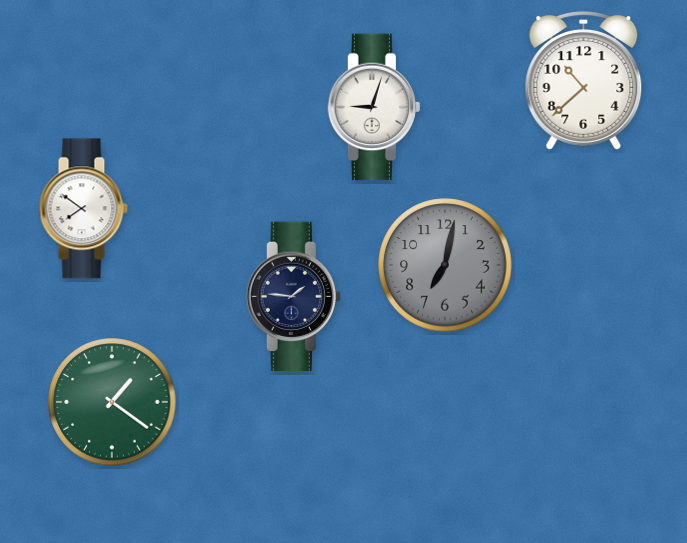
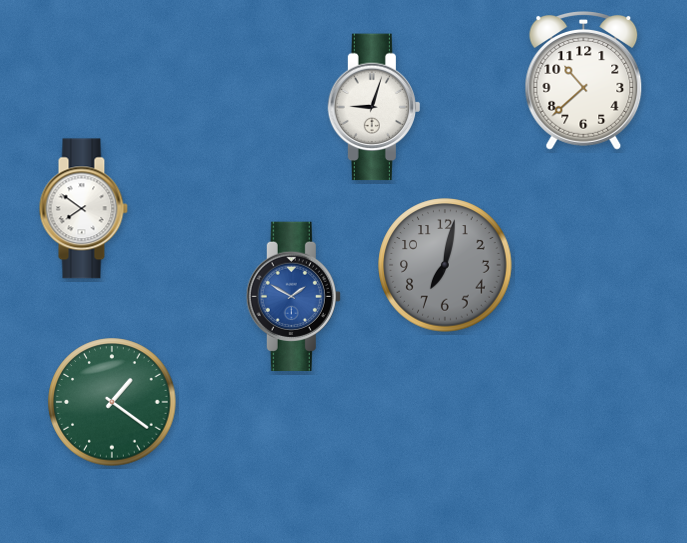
clock at (293, 296): 1:46 -> 1:50
clock at (293, 296) dial: navy -> blue
